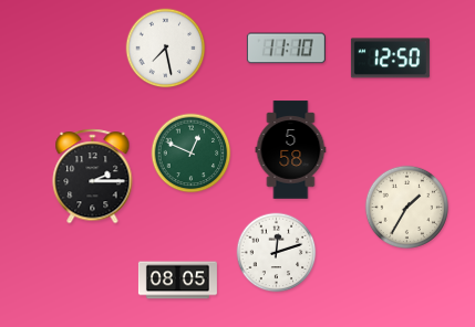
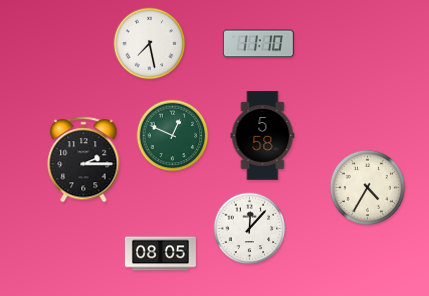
clock at (390, 59): 12:50 -> none
clock at (192, 154) position: (192, 154) -> (173, 136)
clock at (406, 207): 1:35 -> 4:35
clock at (277, 253): 12:12 -> 12:07
